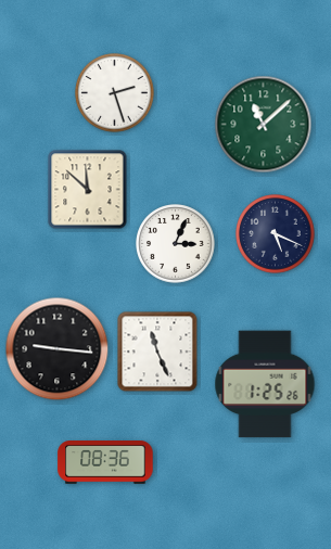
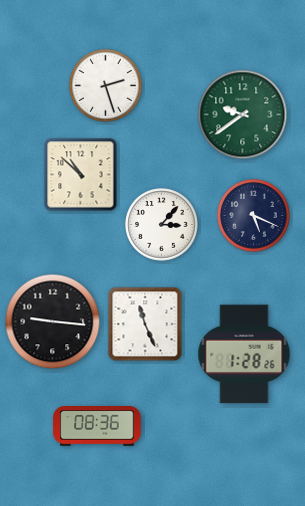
clock at (264, 125): 11:08 -> 9:39
clock at (88, 190): 11:52 -> 10:52
clock at (176, 244): 3:04 -> 3:07
clock at (265, 384): 1:25 -> 1:28
